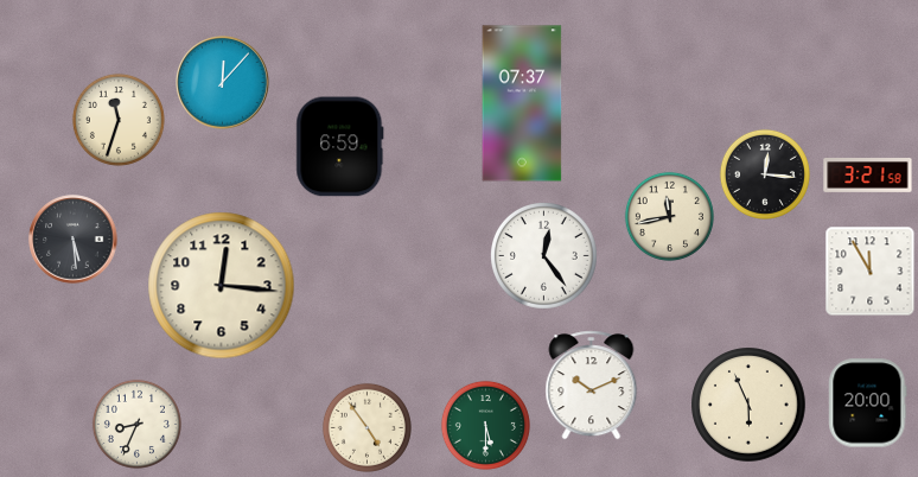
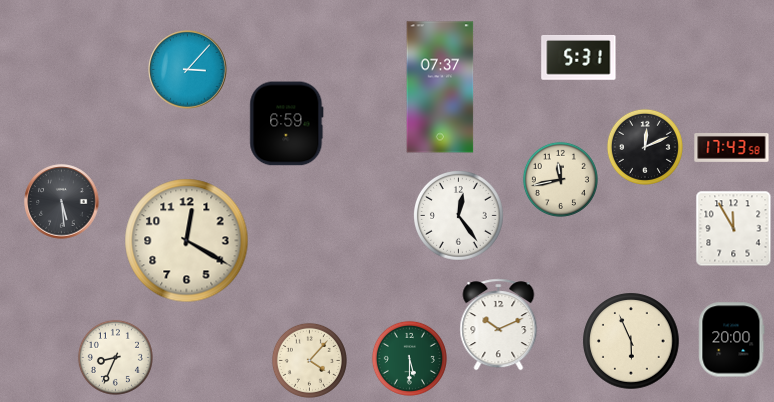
clock at (579, 58): none -> 5:31
clock at (223, 83): 12:07 -> 3:07
clock at (119, 120): 11:33 -> none
clock at (765, 174): 12:16 -> 12:11
clock at (868, 176): 3:21 -> 17:43
clock at (669, 216) position: (669, 216) -> (560, 179)
clock at (222, 286): 12:16 -> 12:20
clock at (366, 427): 4:54 -> 4:07
